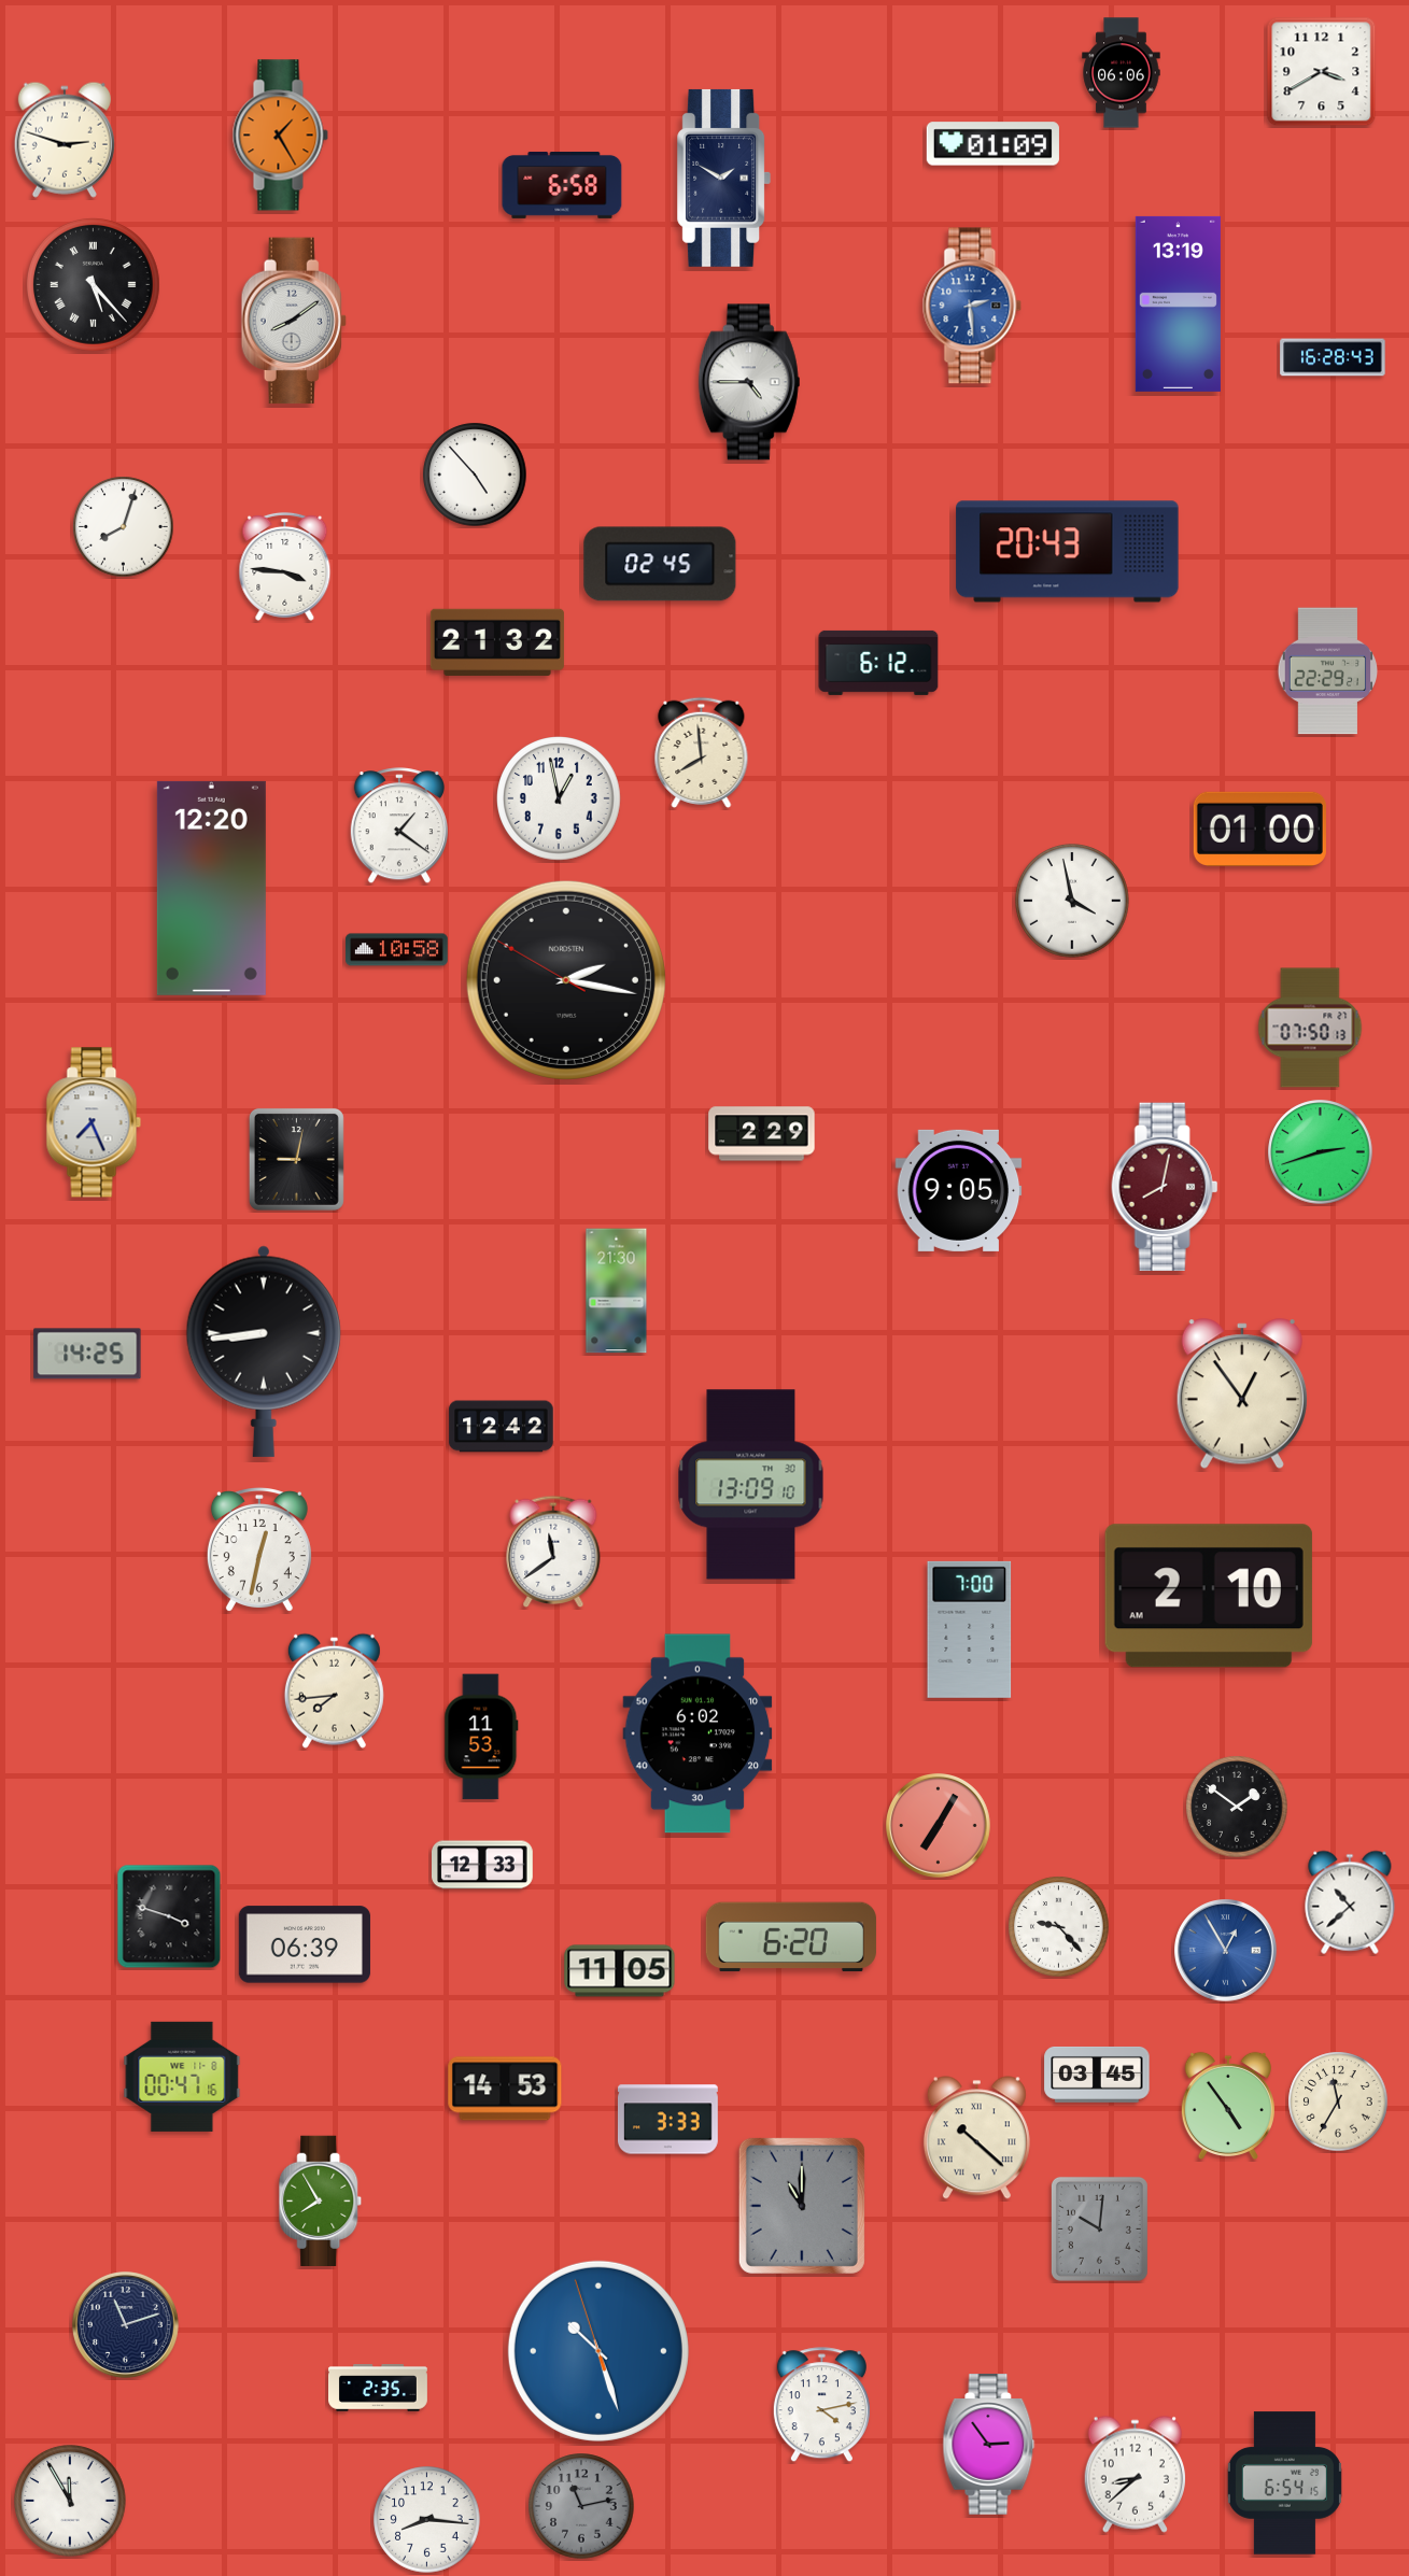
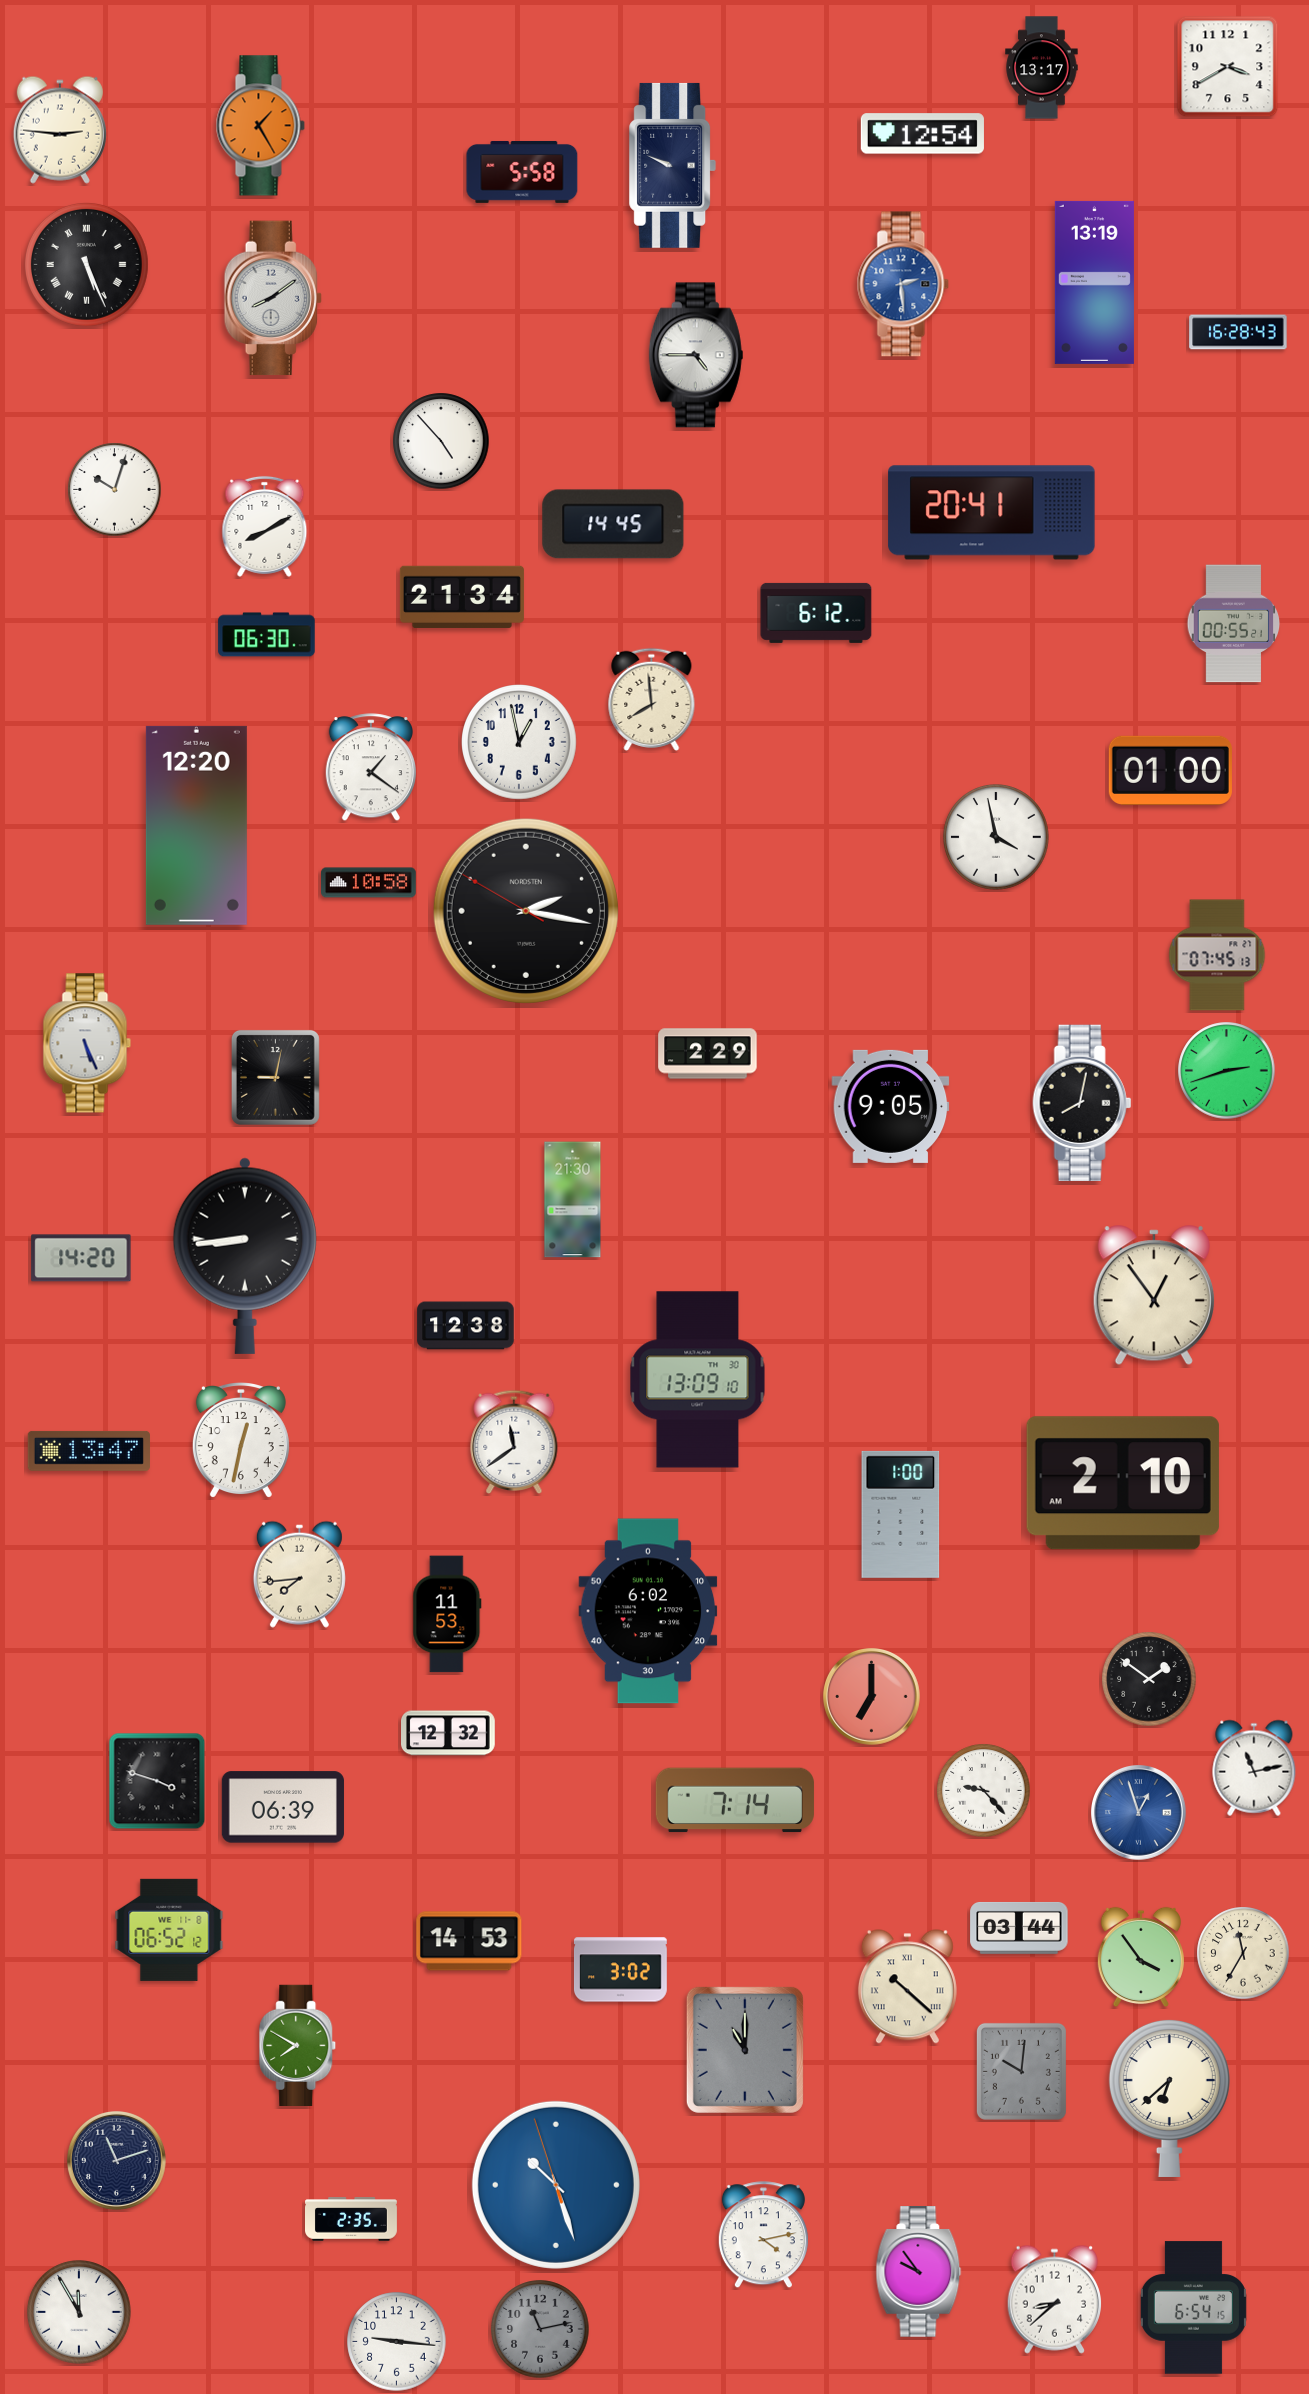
clock at (1122, 73): 06:06 -> 13:17
clock at (65, 140): 2:48 -> 2:46
clock at (992, 144): 01:09 -> 12:54
clock at (724, 178): 1:50 -> 9:49
clock at (562, 185): 6:58 -> 5:58
clock at (93, 284): 5:23 -> 5:26
clock at (124, 527): 8:03 -> 10:03
clock at (1068, 552): 20:43 -> 20:41
clock at (660, 564): 02:45 -> 14:45
clock at (285, 566): 3:46 -> 8:10
clock at (497, 642): 21:32 -> 21:34
clock at (878, 663) position: (878, 663) -> (816, 613)
clock at (1328, 671): 22:29 -> 00:55
clock at (267, 635): none -> 06:30
clock at (1310, 1028): 07:50 -> 07:45
clock at (94, 1122): 7:26 -> 5:26
clock at (1165, 1186) dial: burgundy -> black
clock at (87, 1354): 14:25 -> 14:20
clock at (502, 1427): 12:42 -> 12:38
clock at (89, 1451): none -> 13:47
clock at (970, 1629): 7:00 -> 1:00
clock at (334, 1690) position: (334, 1690) -> (299, 1574)
clock at (939, 1826): 7:05 -> 7:00
clock at (483, 1865): 12:33 -> 12:32
clock at (1350, 1902): 10:38 -> 11:13
clock at (791, 1937): 6:20 -> 7:14
clock at (1226, 1951): 12:55 -> 12:57
clock at (620, 1971): 11:05 -> none
clock at (1097, 2075): 03:45 -> 03:44
clock at (182, 2077): 00:47 -> 06:52
clock at (1228, 2106): 4:54 -> 3:54
clock at (668, 2120): 3:33 -> 3:02
clock at (321, 2200): 7:55 -> 7:50
clock at (1169, 2098): none -> 6:38
clock at (989, 2445): 2:54 -> 9:54
clock at (70, 2501) position: (70, 2501) -> (79, 2312)
clock at (427, 2520): 8:16 -> 9:16
